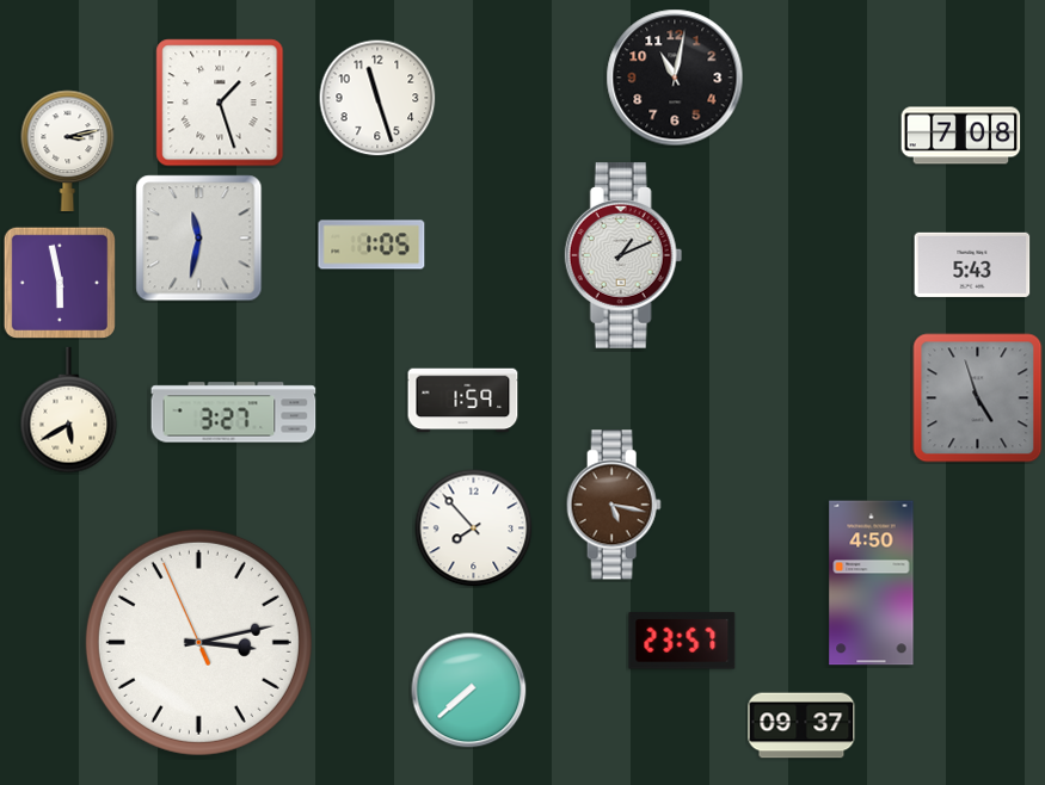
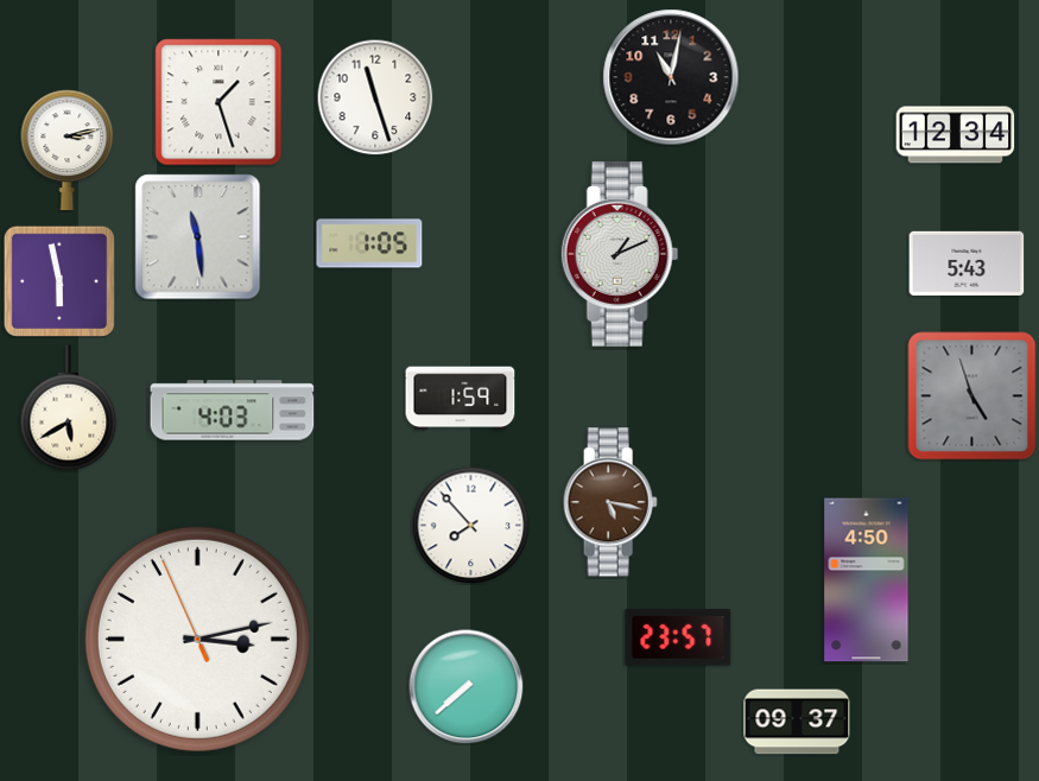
clock at (961, 136): 7:08 -> 12:34
clock at (199, 239): 11:32 -> 11:29
clock at (234, 413): 3:27 -> 4:03
